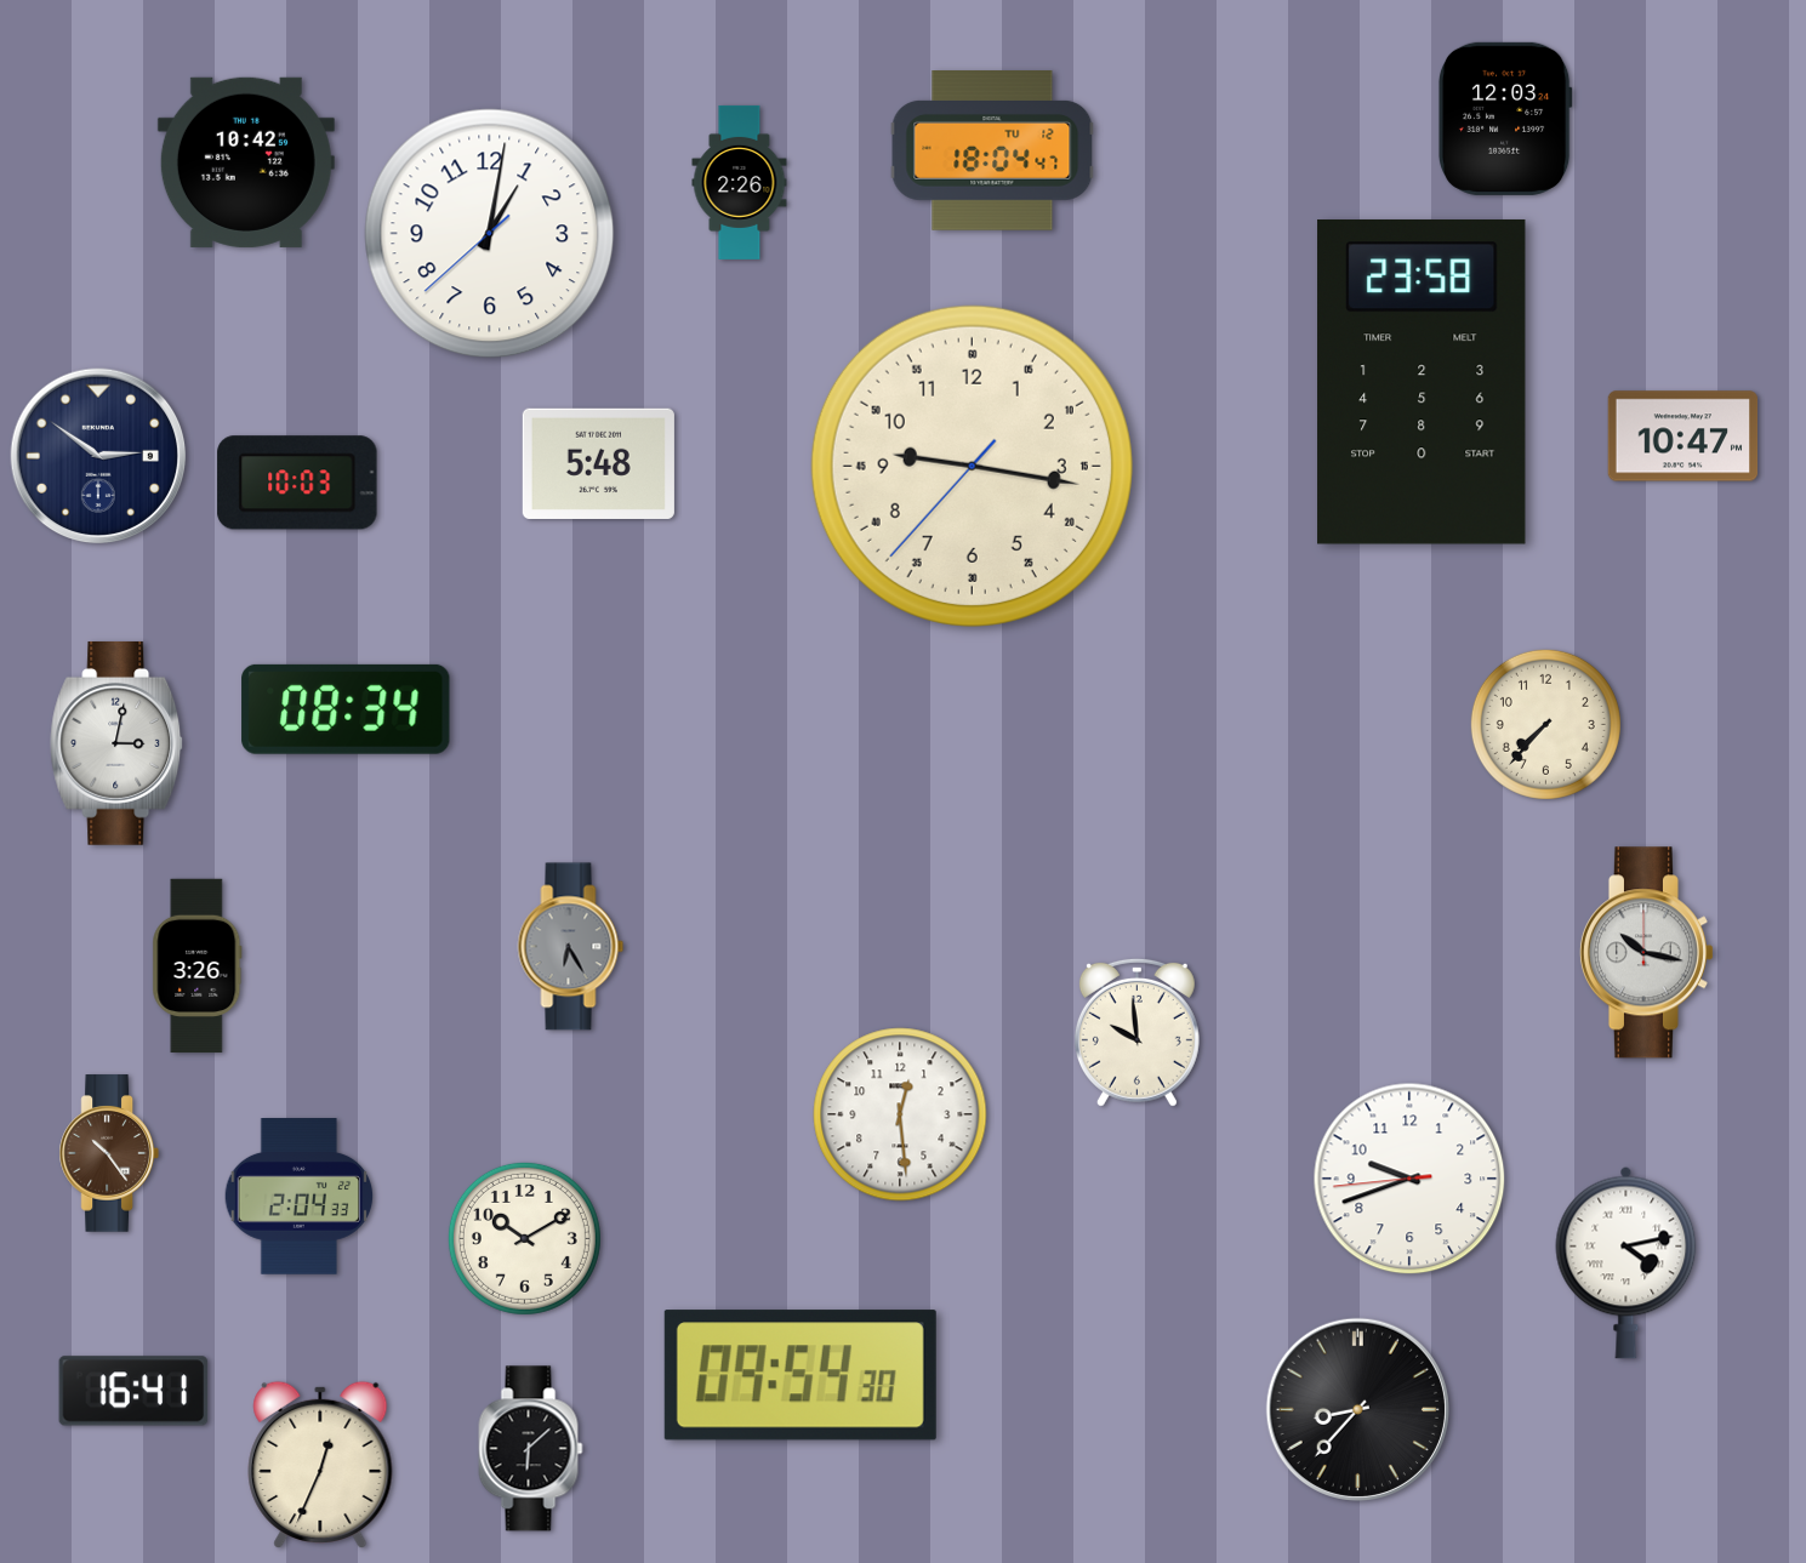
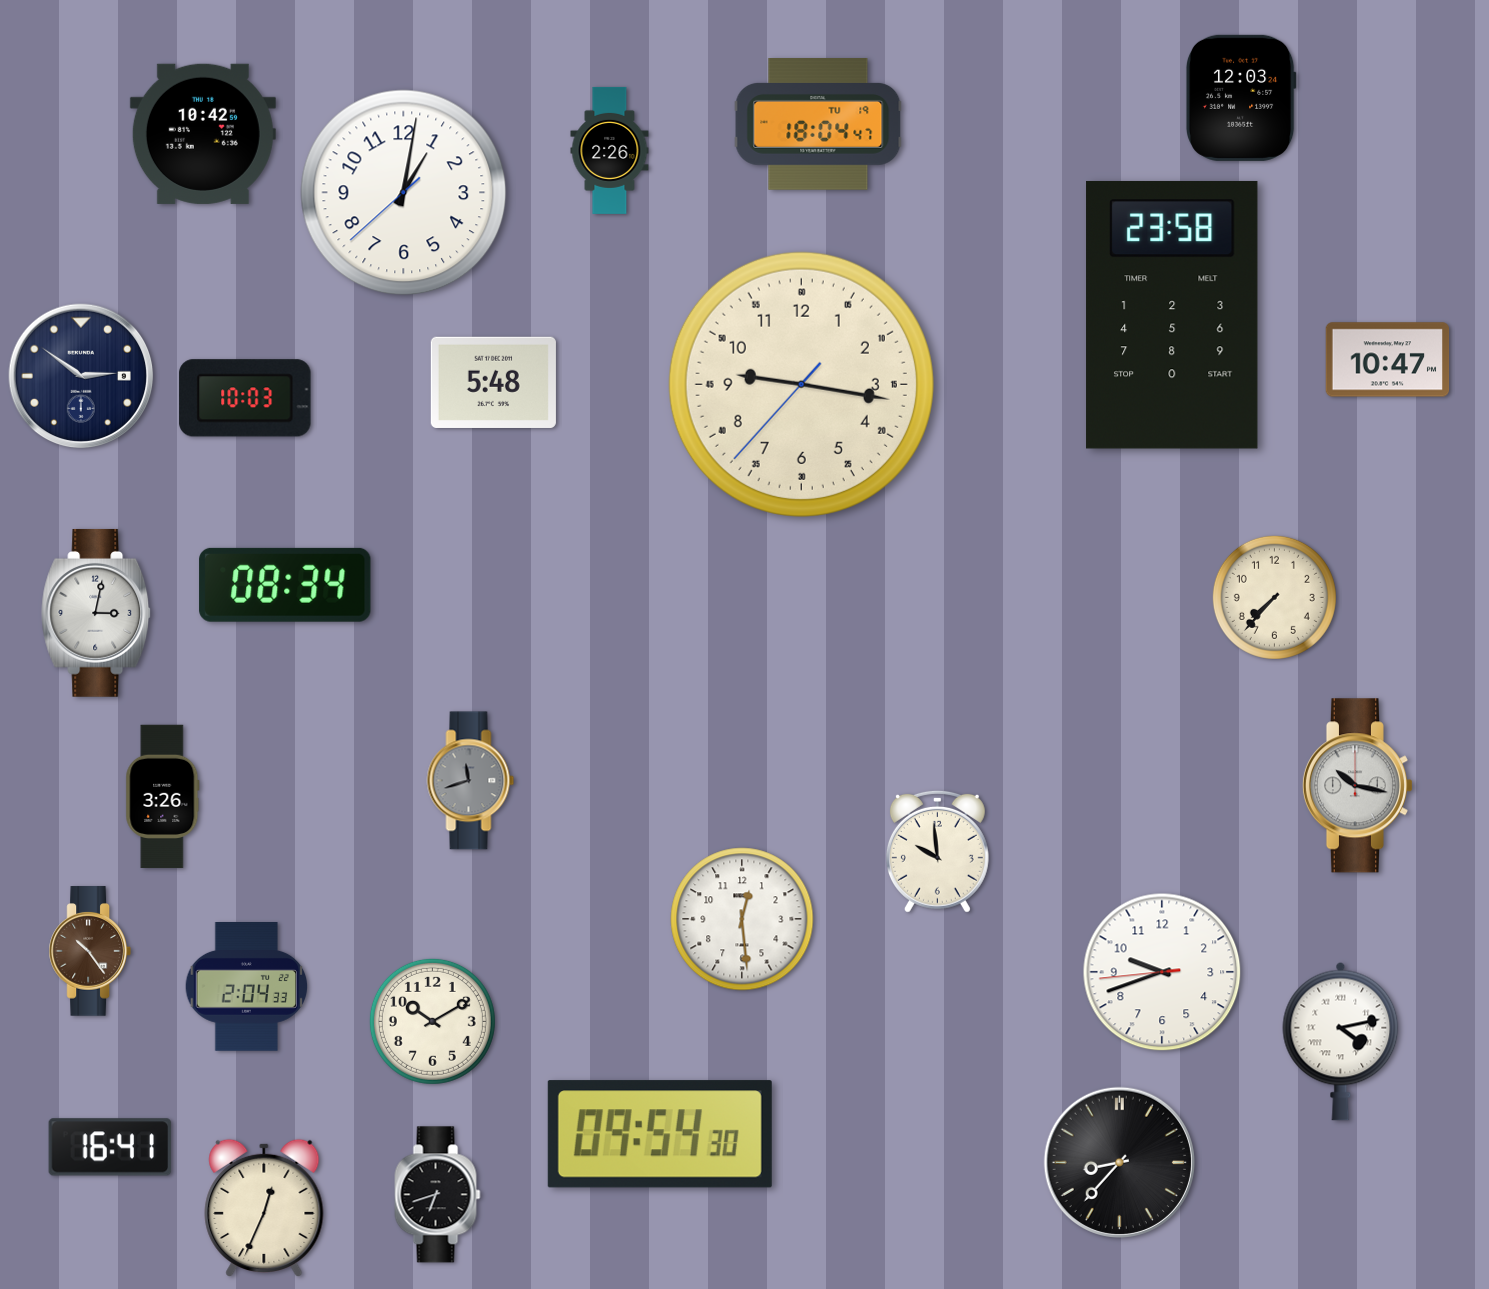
clock at (992, 150) date: TU 12 -> TU 19
clock at (571, 947): 6:25 -> 11:42
clock at (531, 1449): 6:08 -> 6:42
